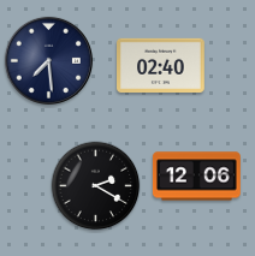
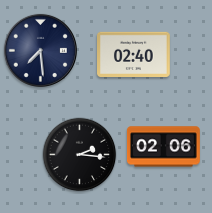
clock at (197, 177): 12:06 -> 02:06
clock at (96, 186): 2:20 -> 2:16
